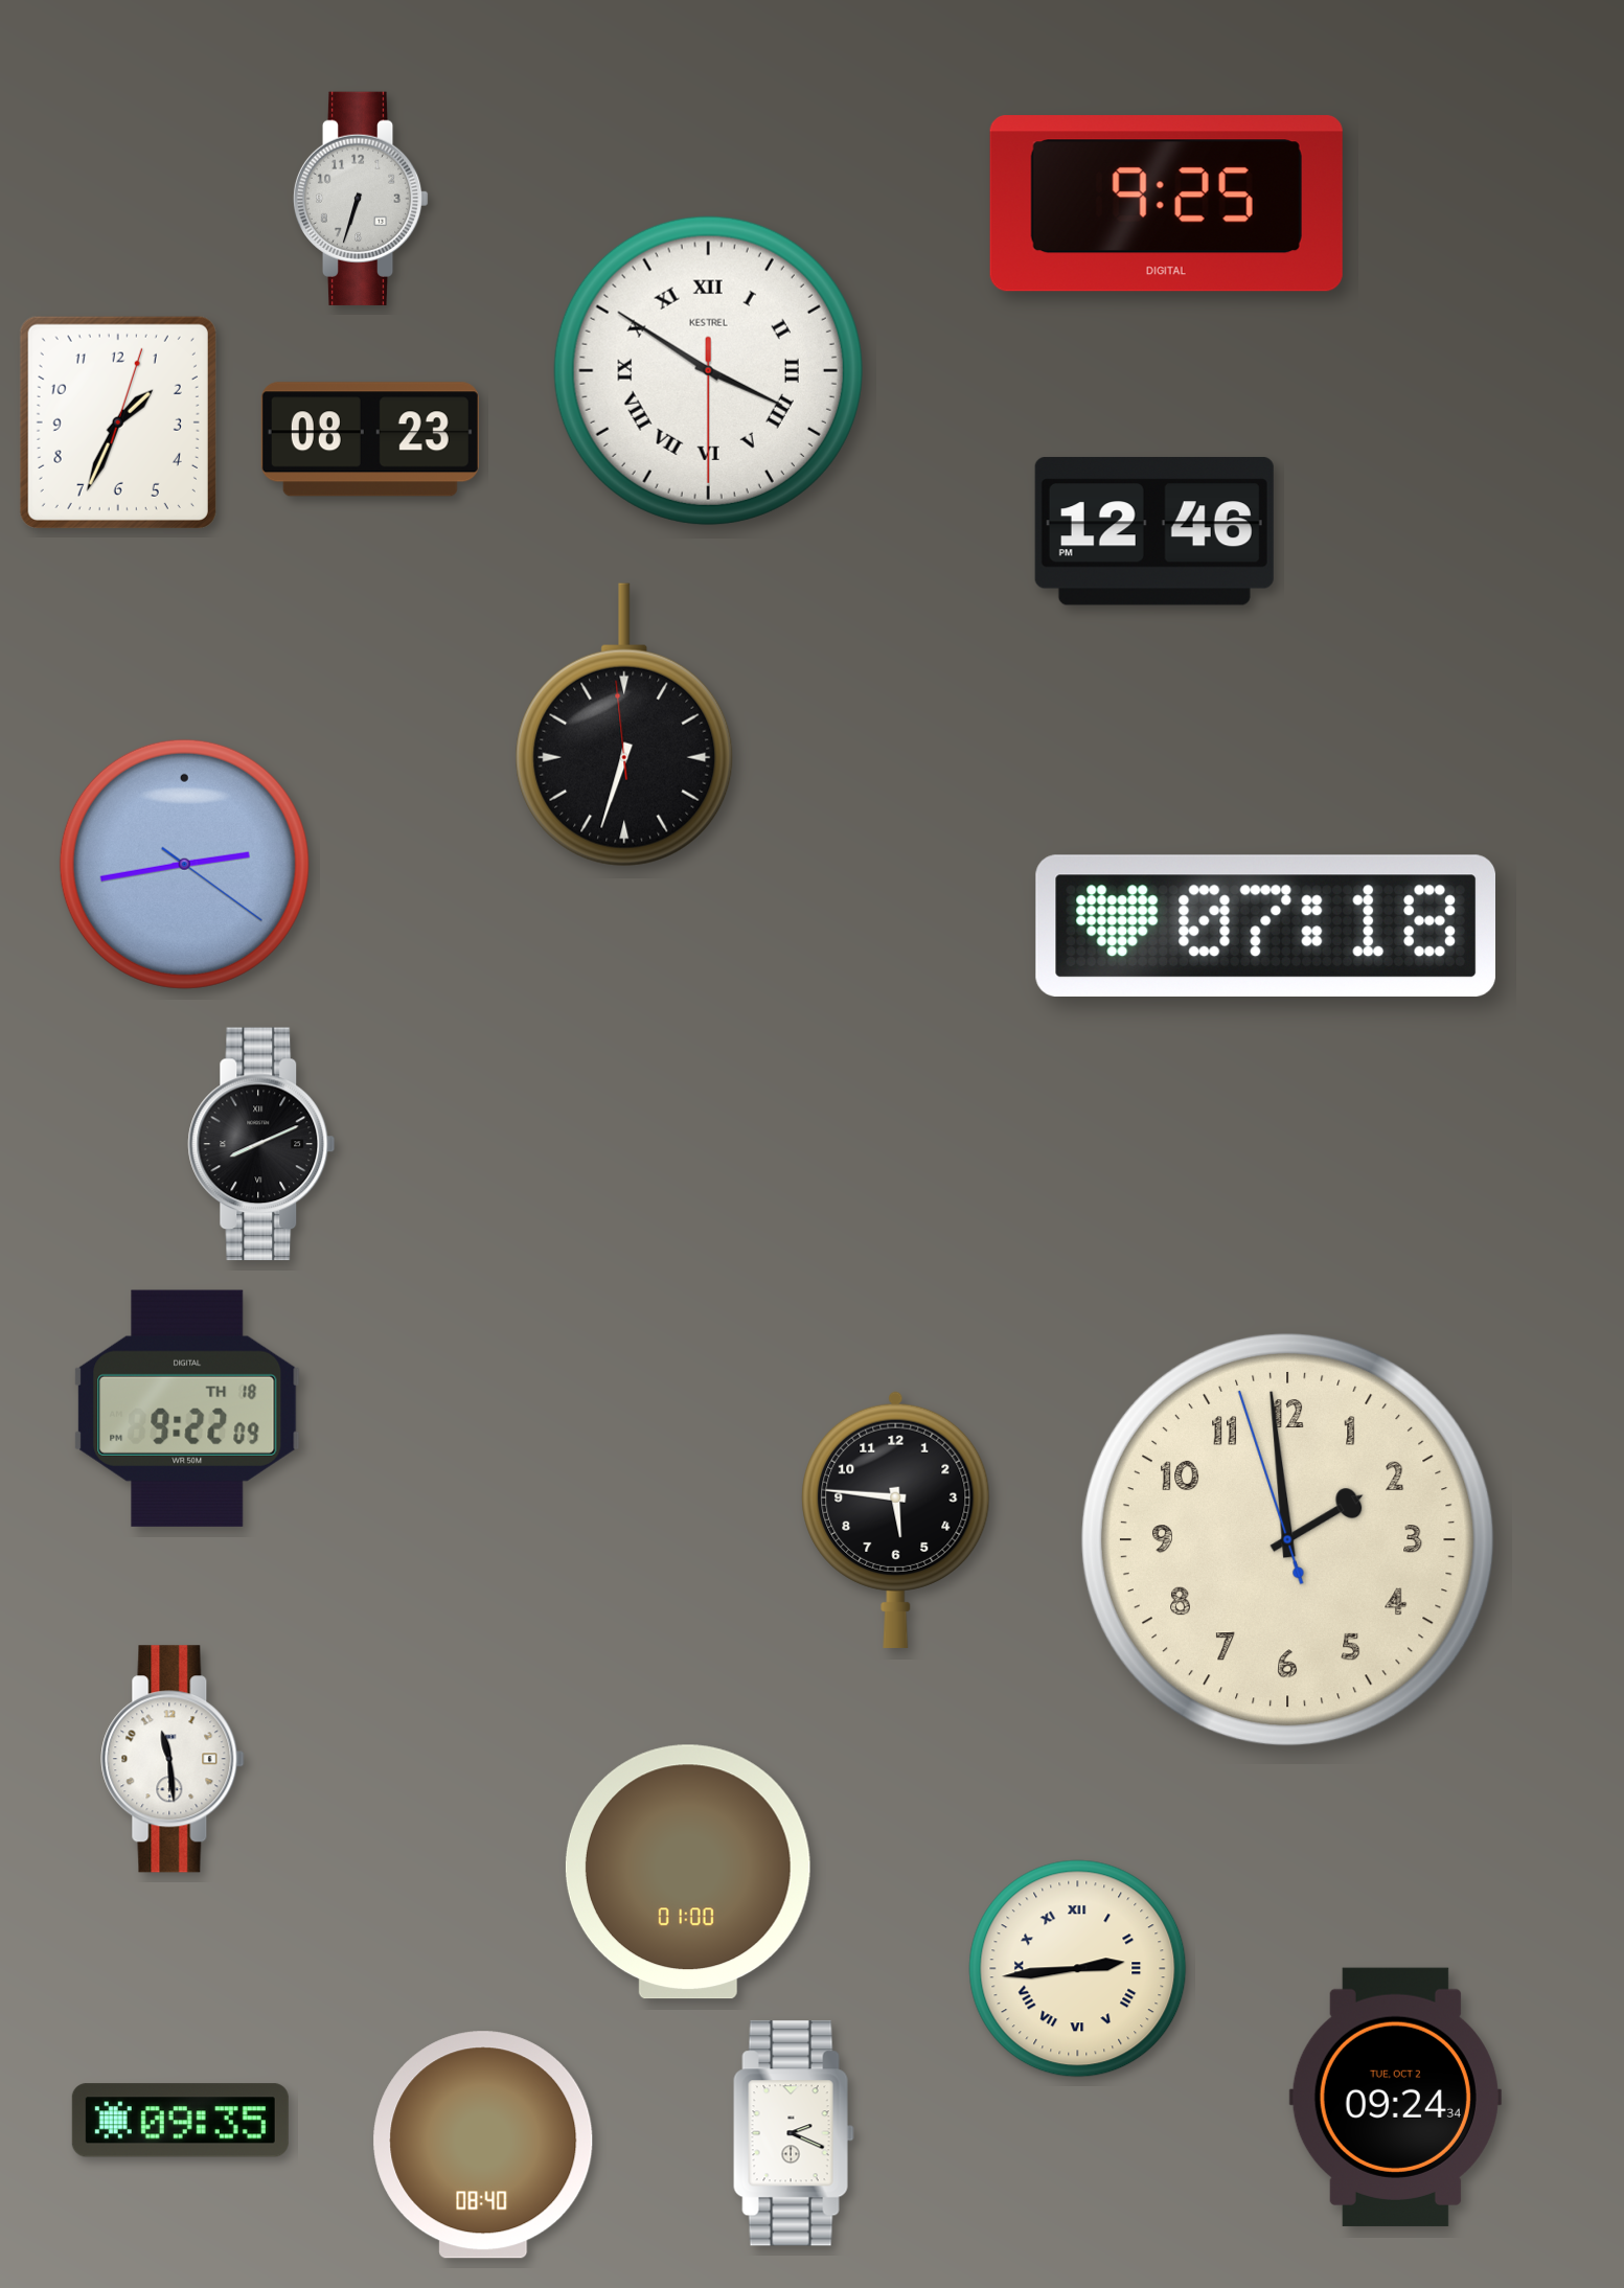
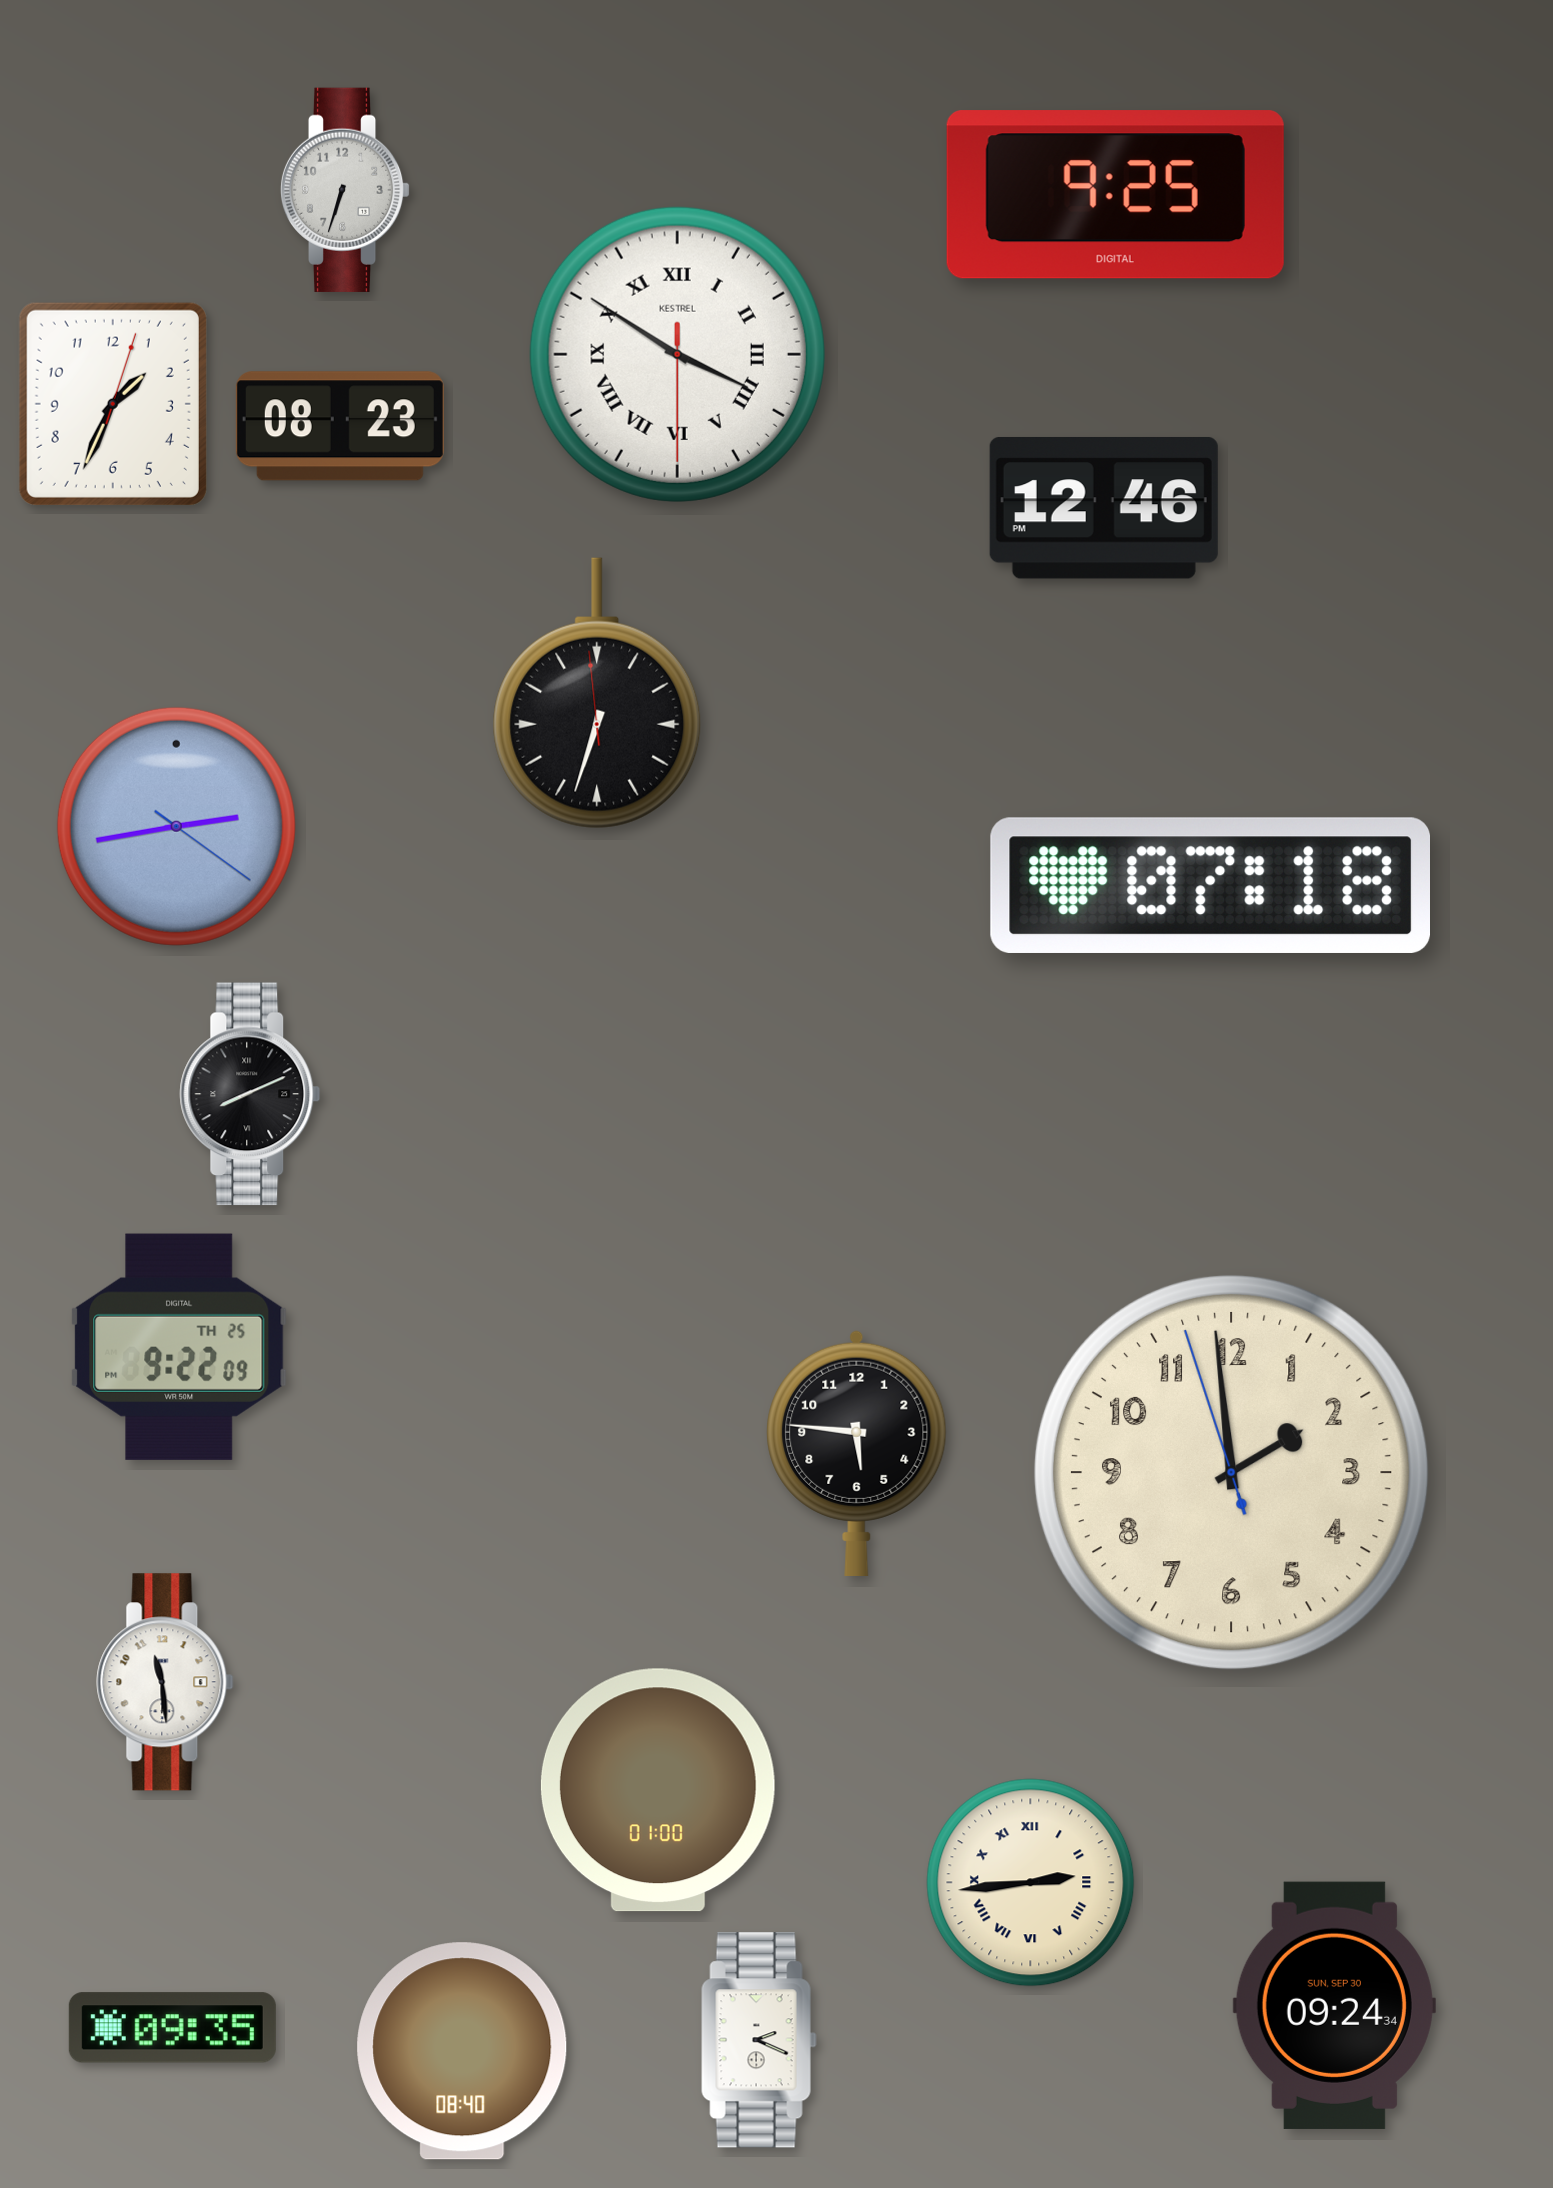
clock at (370, 439) position: (370, 439) -> (340, 426)
clock at (187, 1409) date: TH 18 -> TH 25
clock at (1395, 2097) date: TUE, OCT 2 -> SUN, SEP 30
